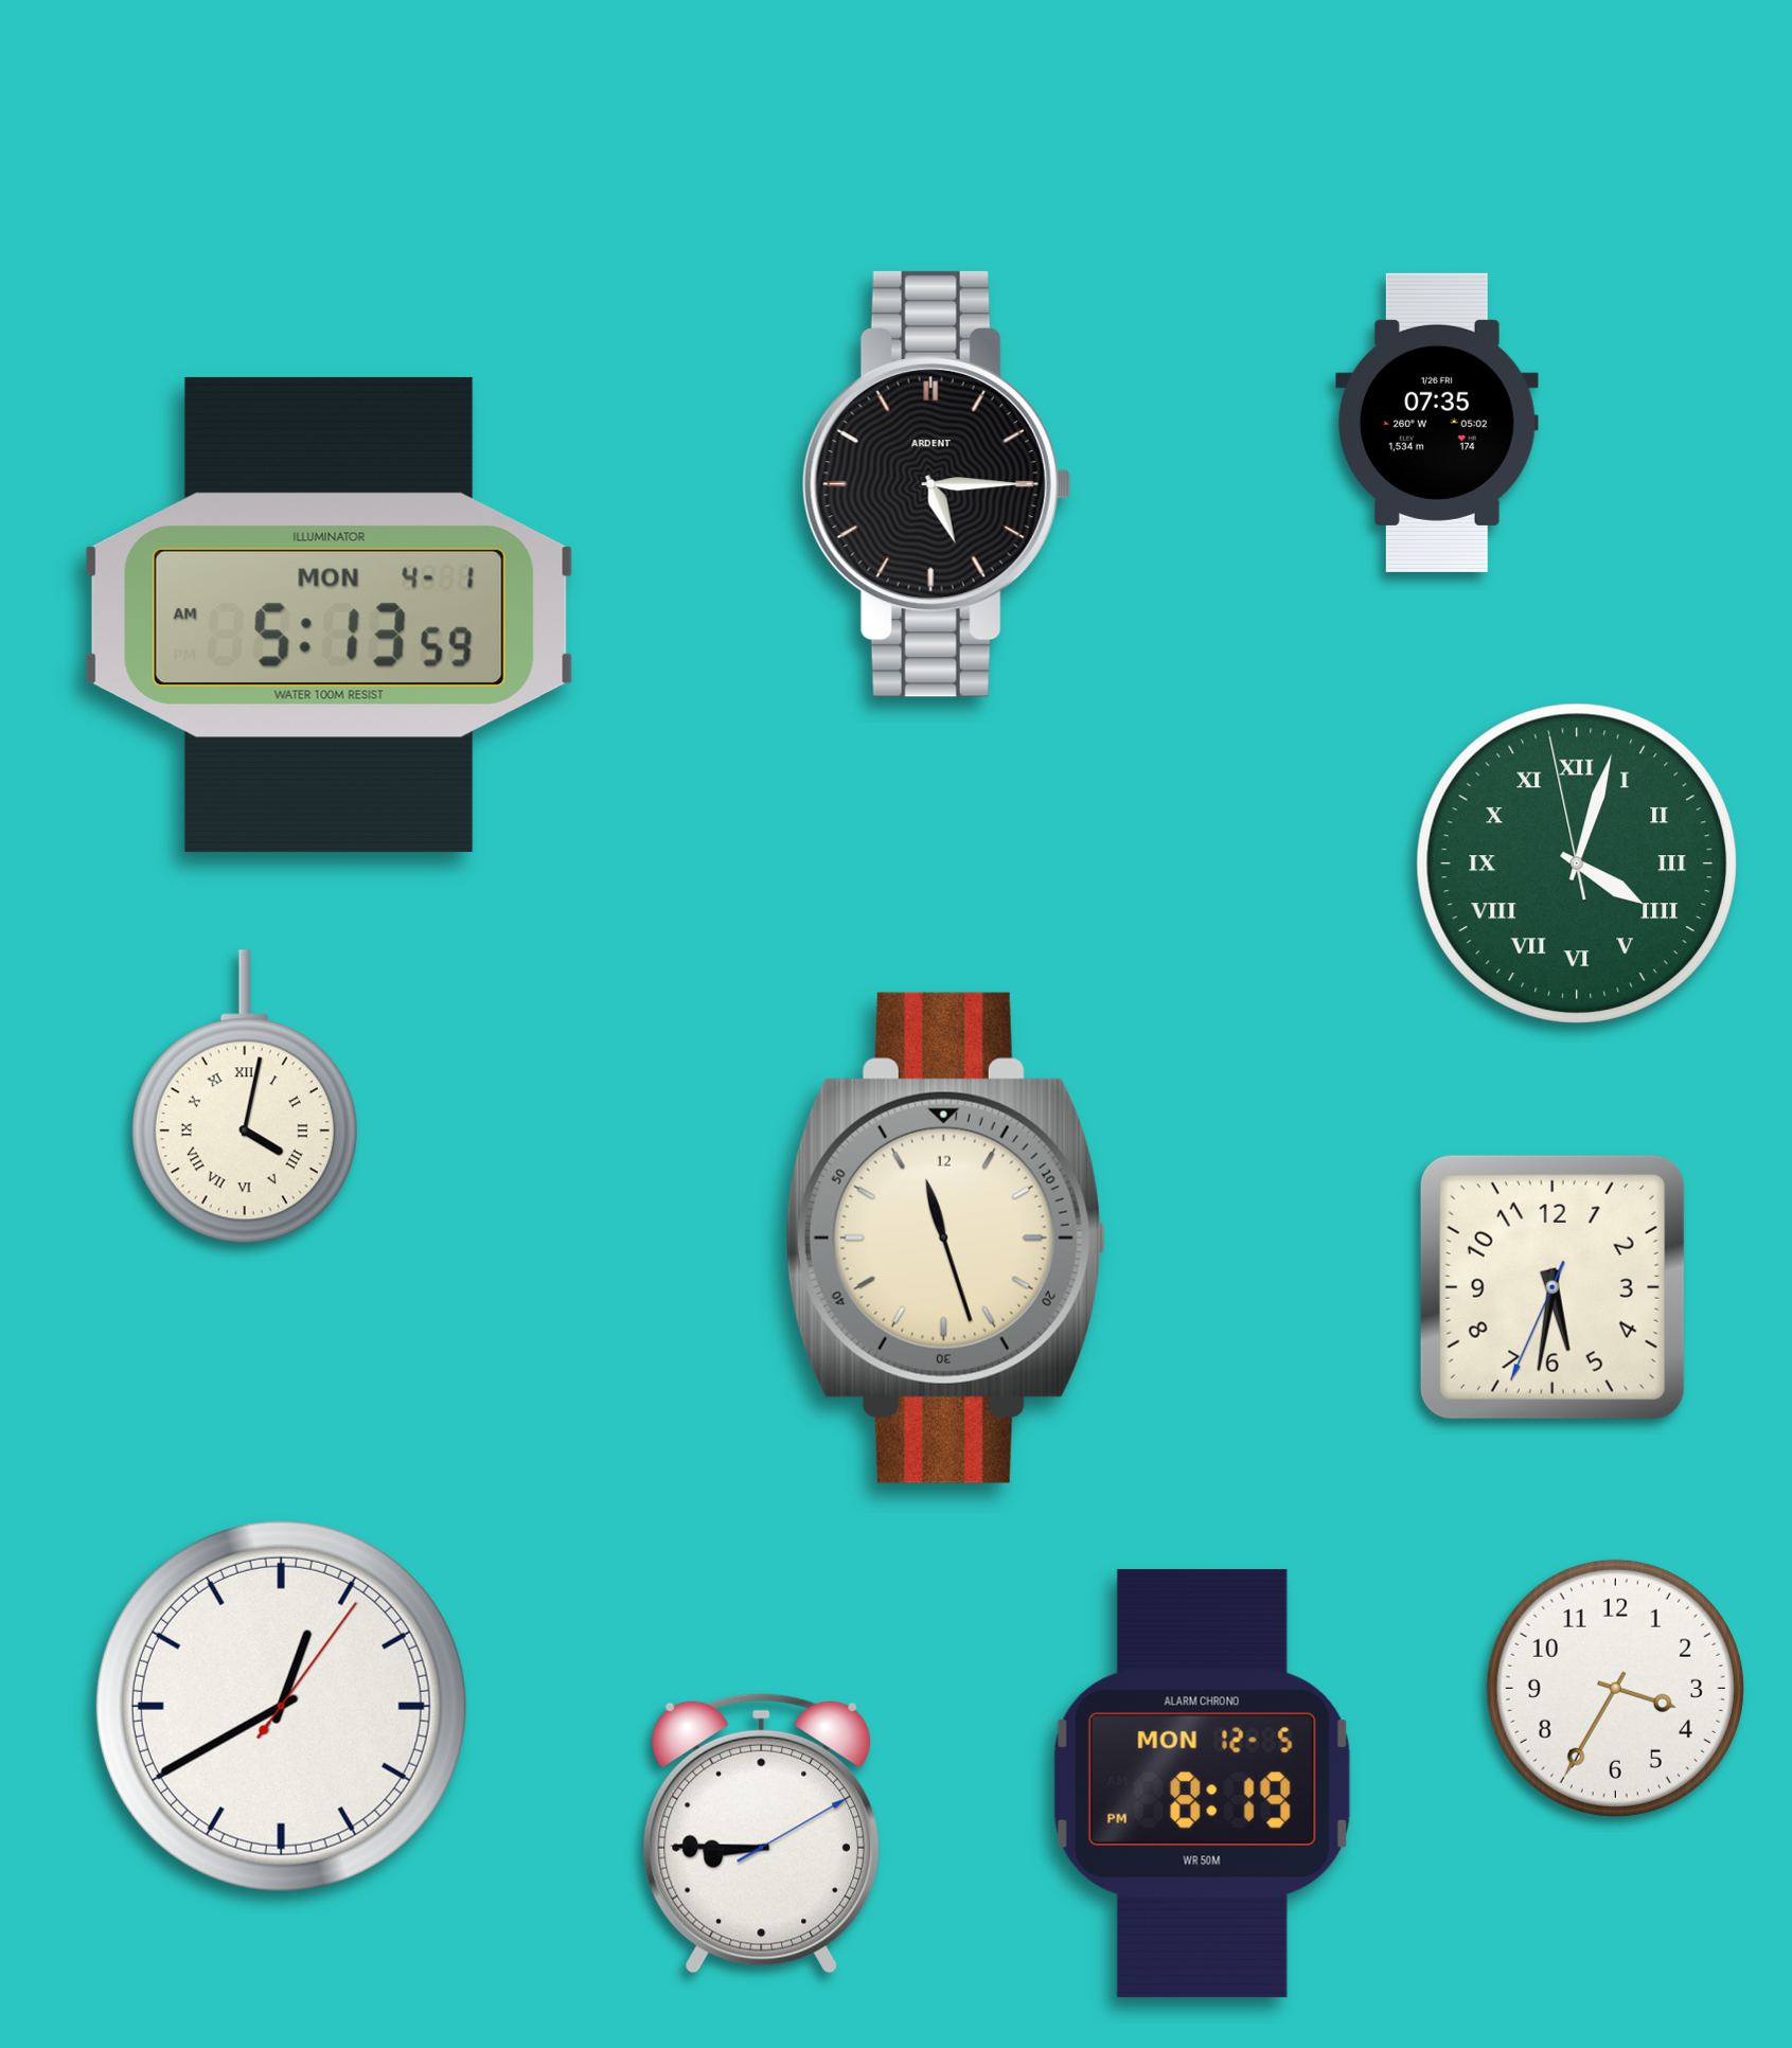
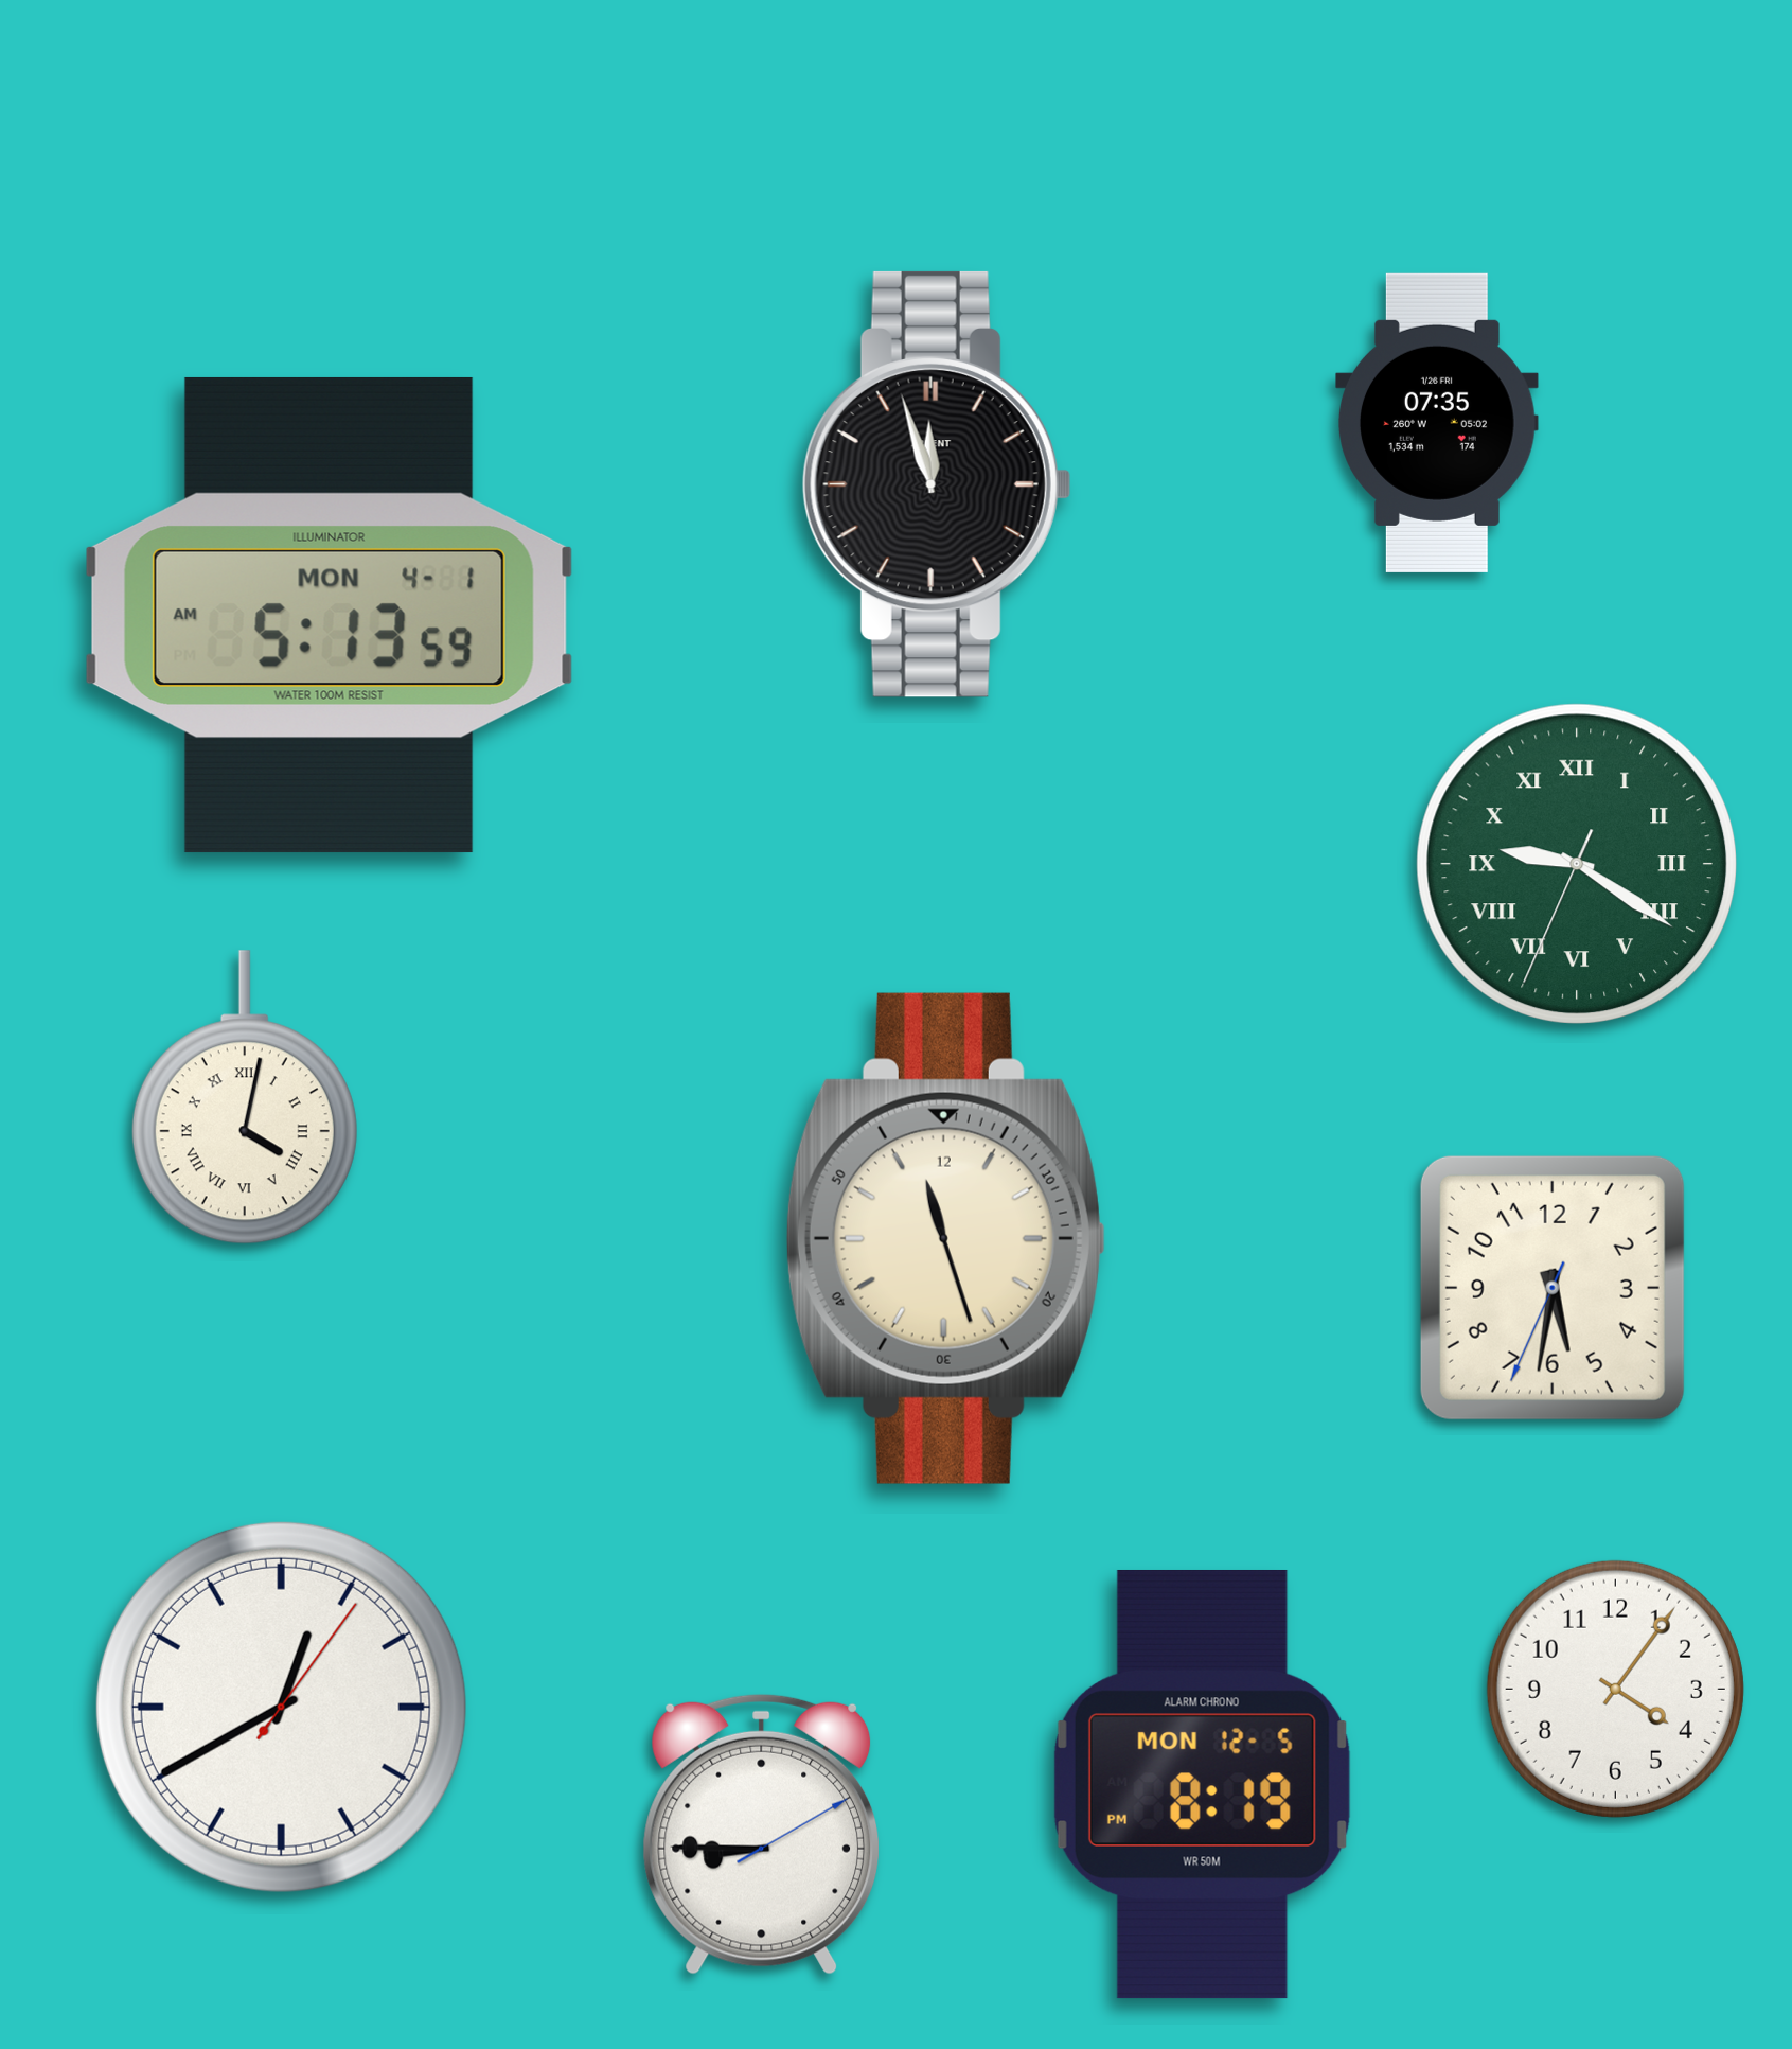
clock at (937, 484): 5:15 -> 11:57
clock at (1577, 863): 4:02 -> 9:20
clock at (1615, 1688): 3:35 -> 4:06
